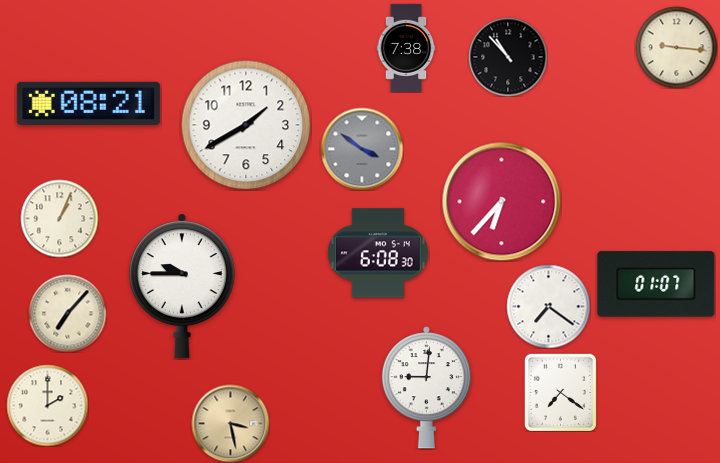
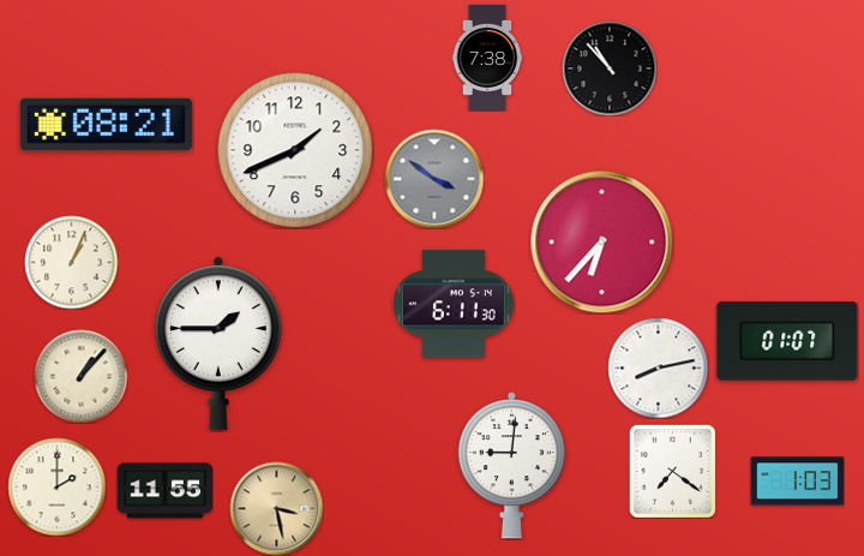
clock at (676, 47): 9:16 -> none
clock at (246, 125): 1:40 -> 1:41
clock at (379, 253): 6:08 -> 6:11
clock at (182, 286): 9:45 -> 1:45
clock at (548, 306): 7:21 -> 8:13
clock at (67, 313): 7:07 -> 1:07
clock at (797, 482): none -> 1:03
clock at (164, 491): none -> 11:55
